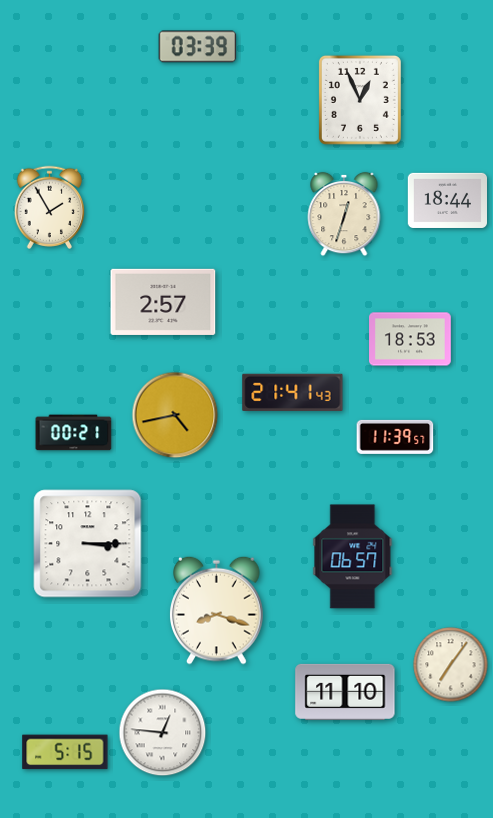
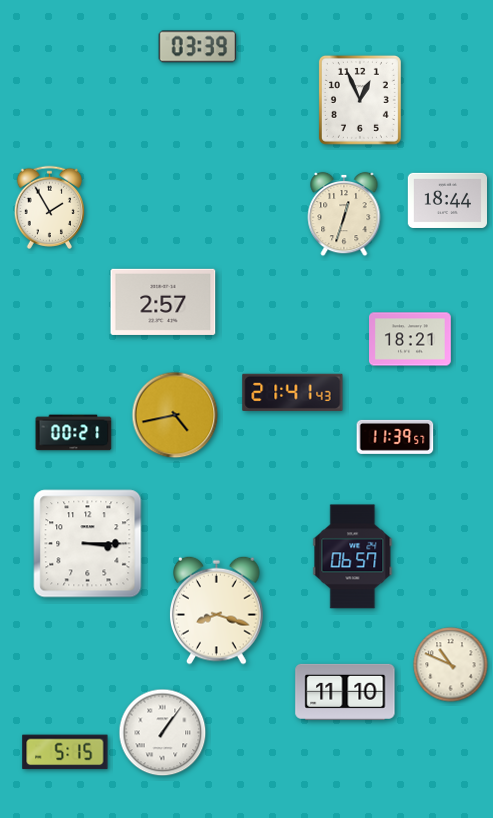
clock at (411, 339): 18:53 -> 18:21
clock at (451, 665): 7:06 -> 10:49
clock at (163, 733): 12:46 -> 1:06
